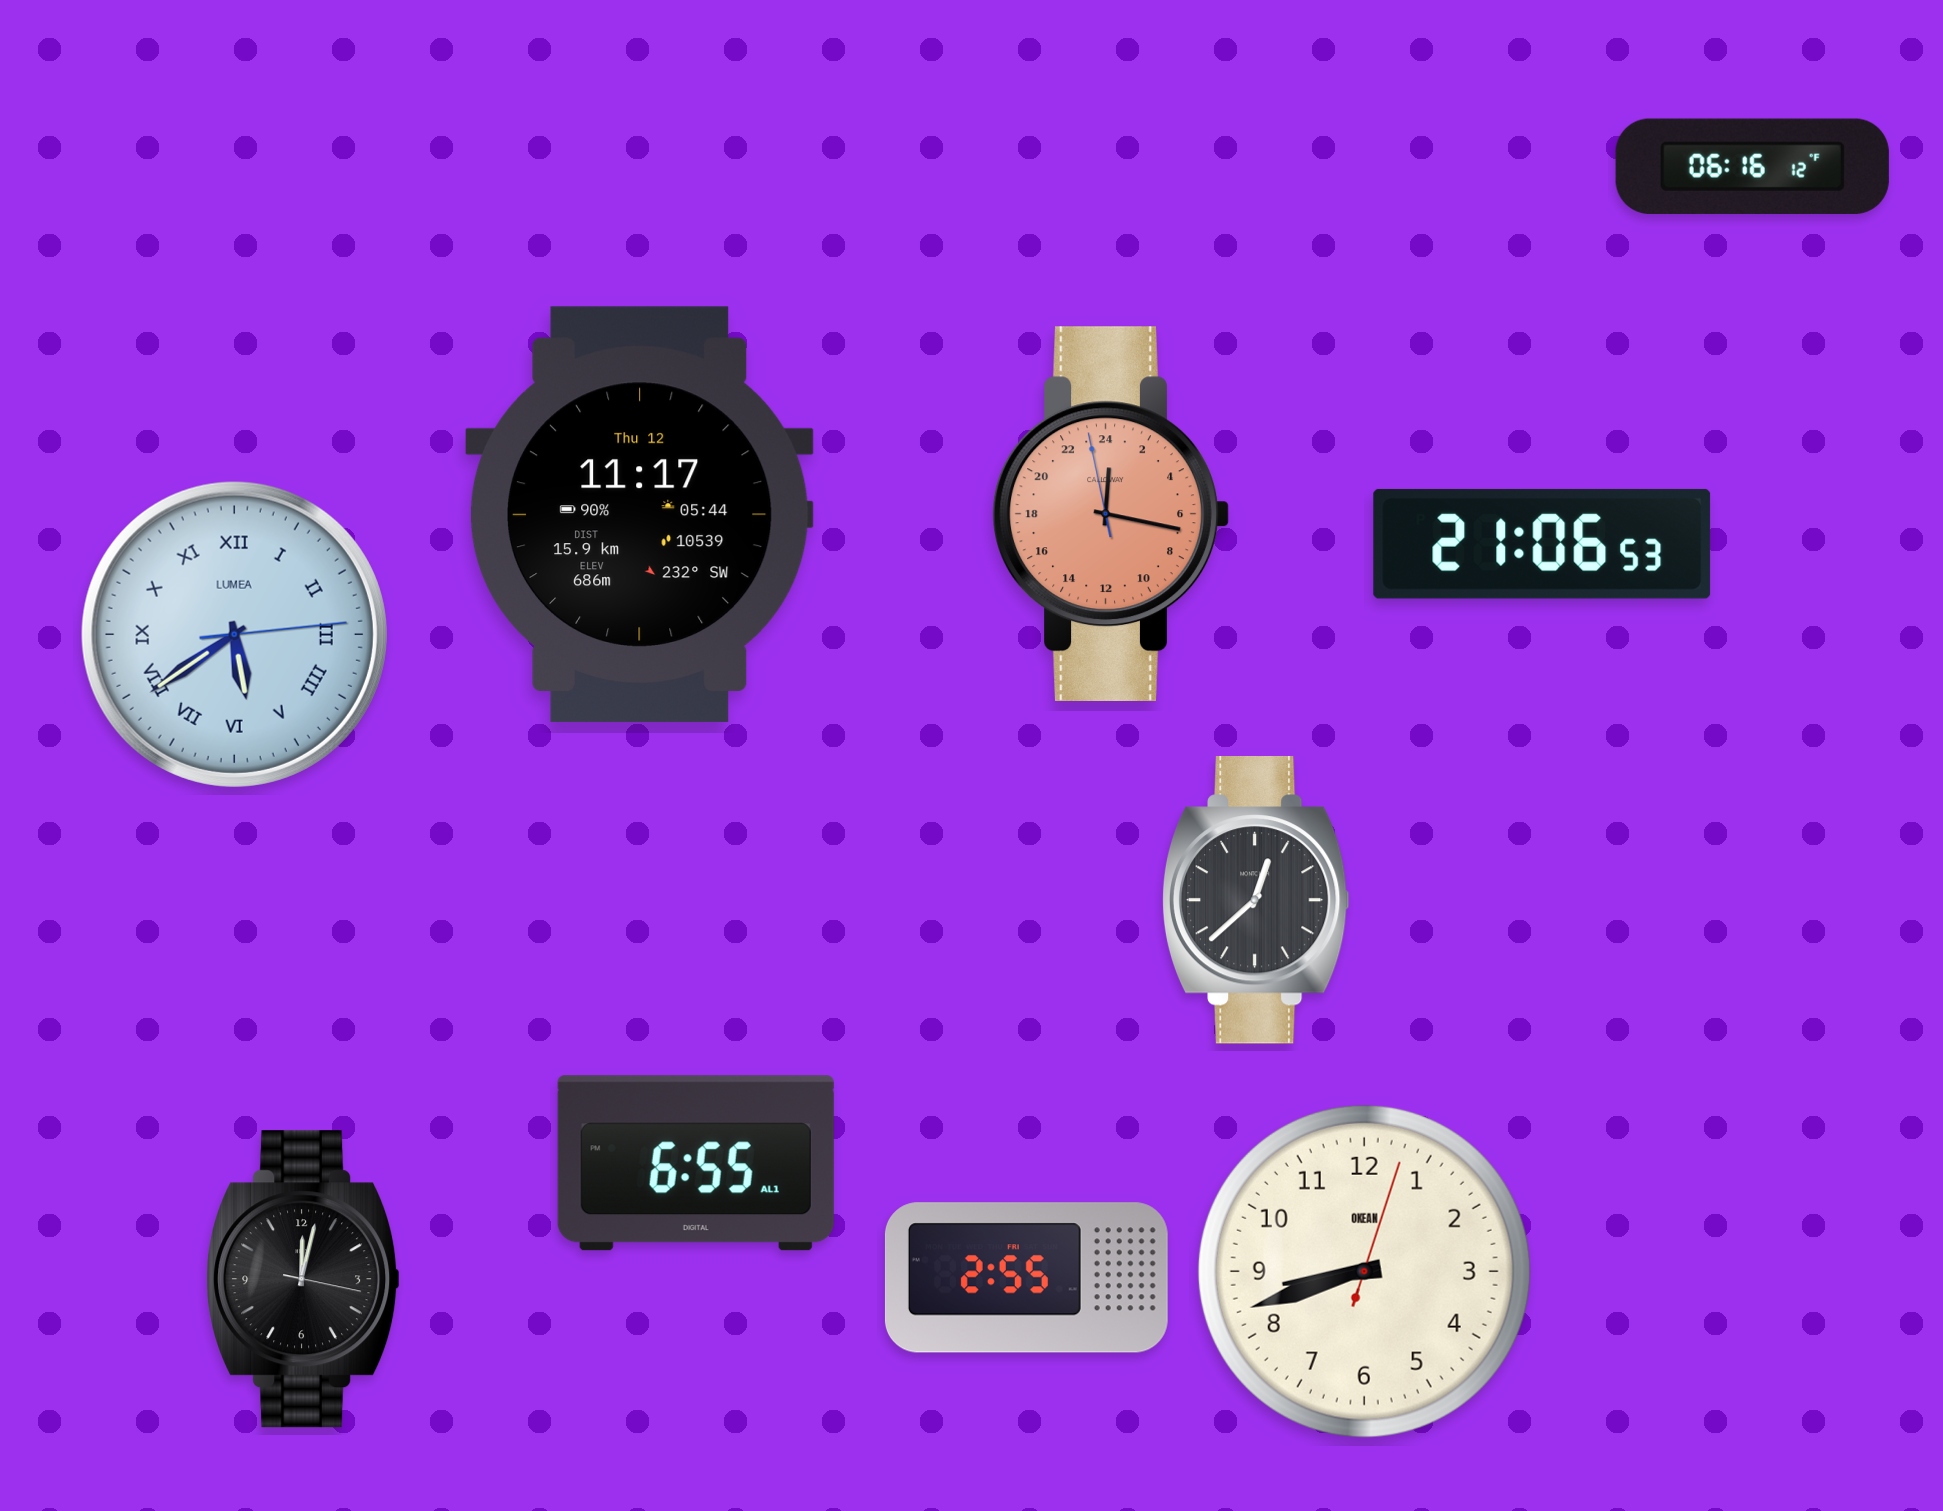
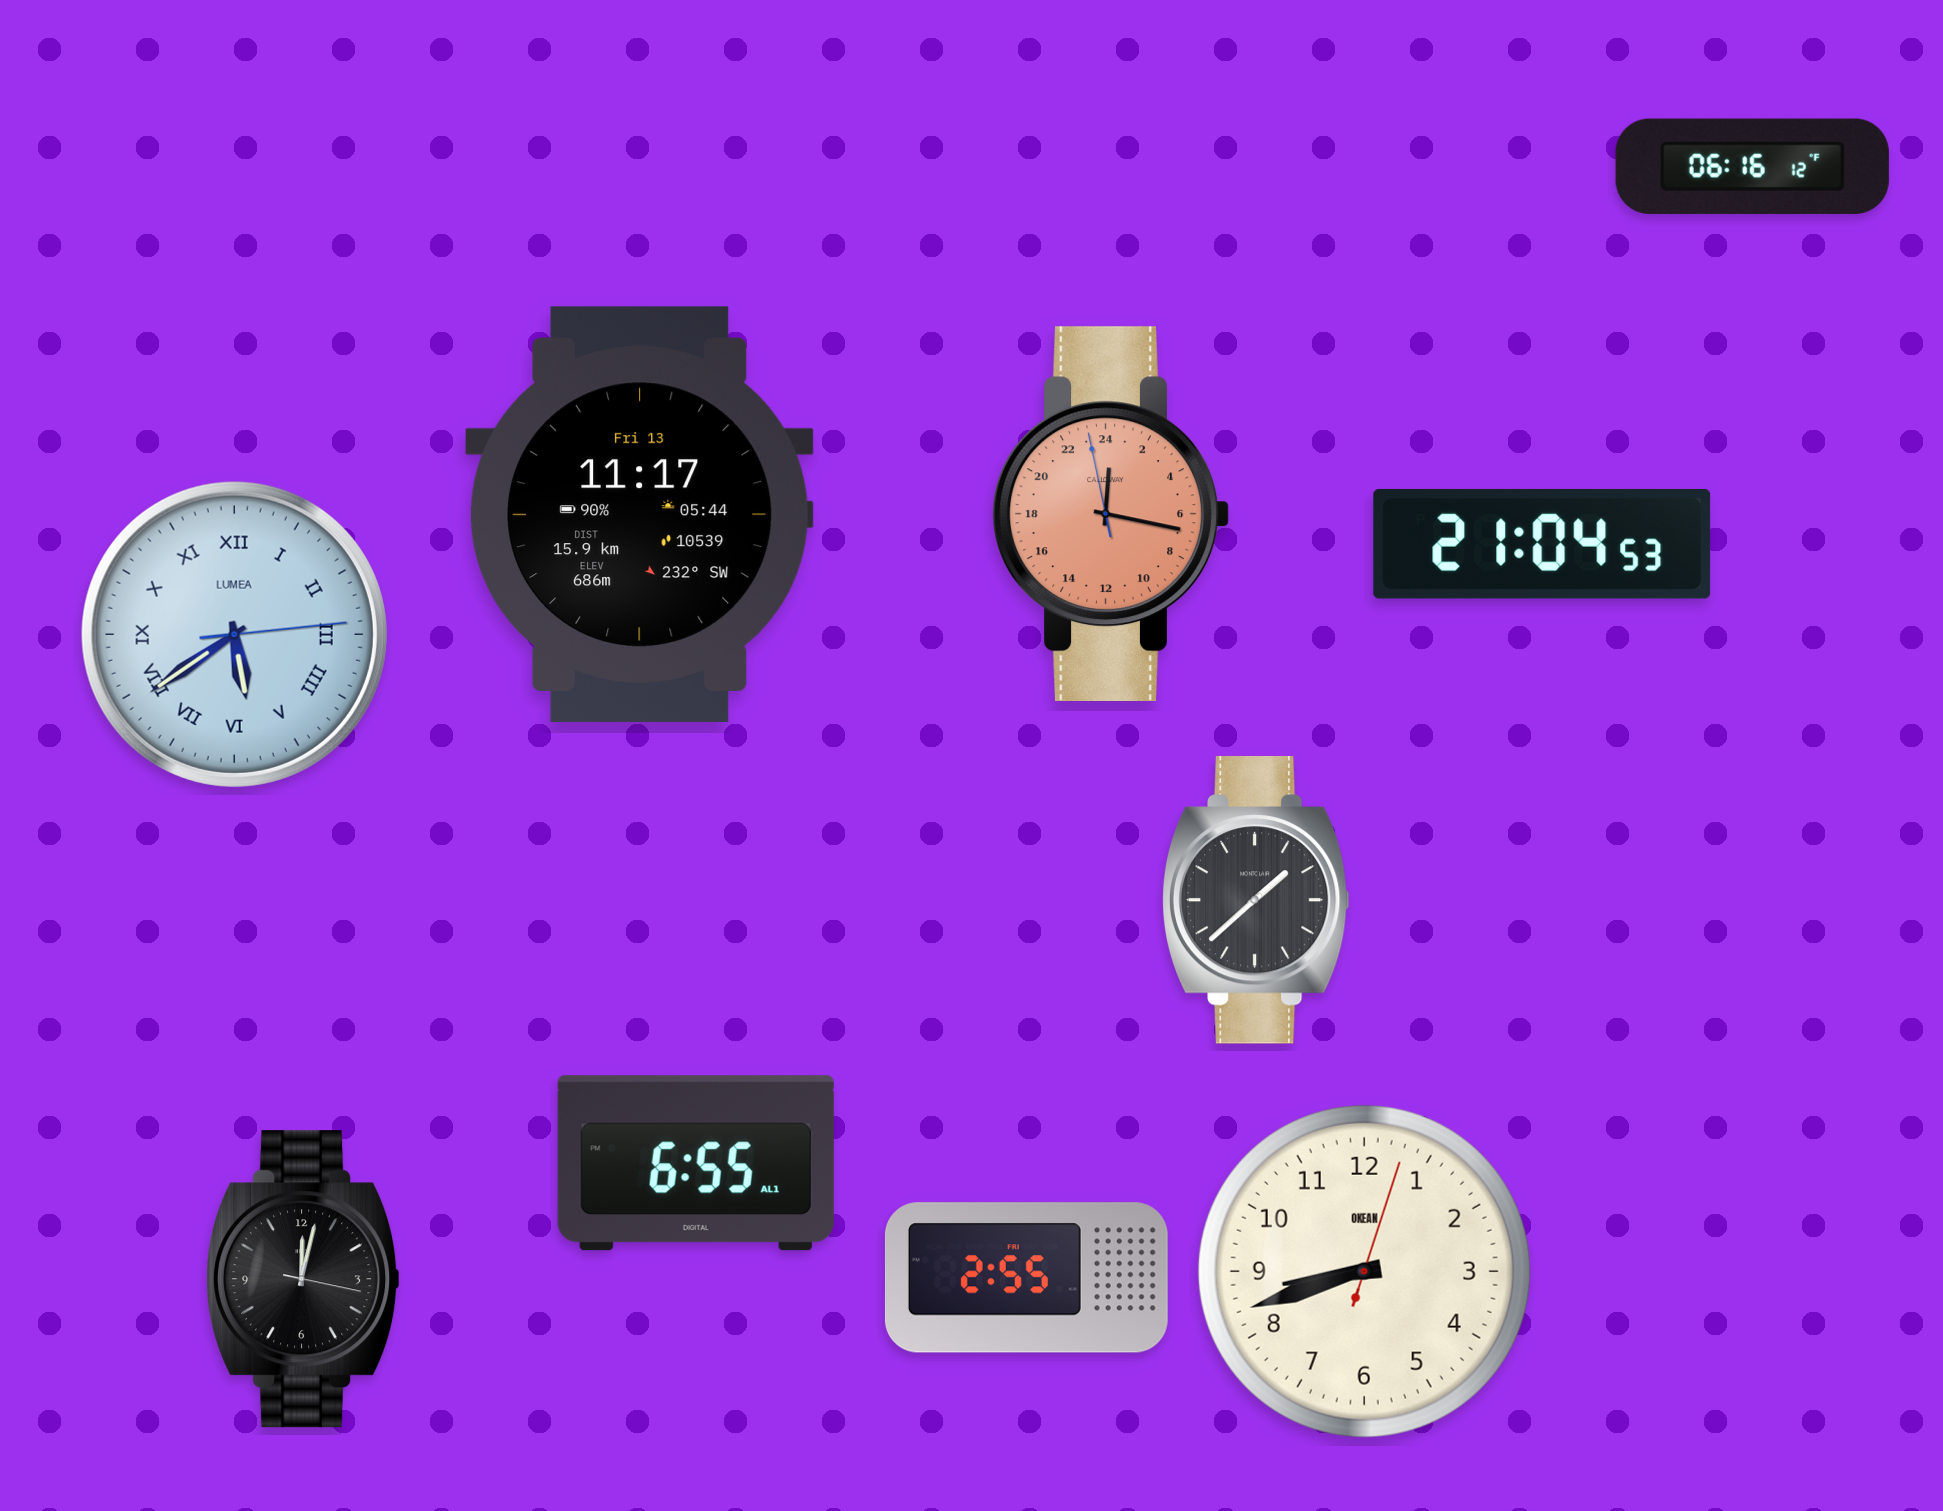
clock at (639, 514) date: Thu 12 -> Fri 13
clock at (1542, 544): 21:06 -> 21:04
clock at (1256, 900): 12:38 -> 1:38
